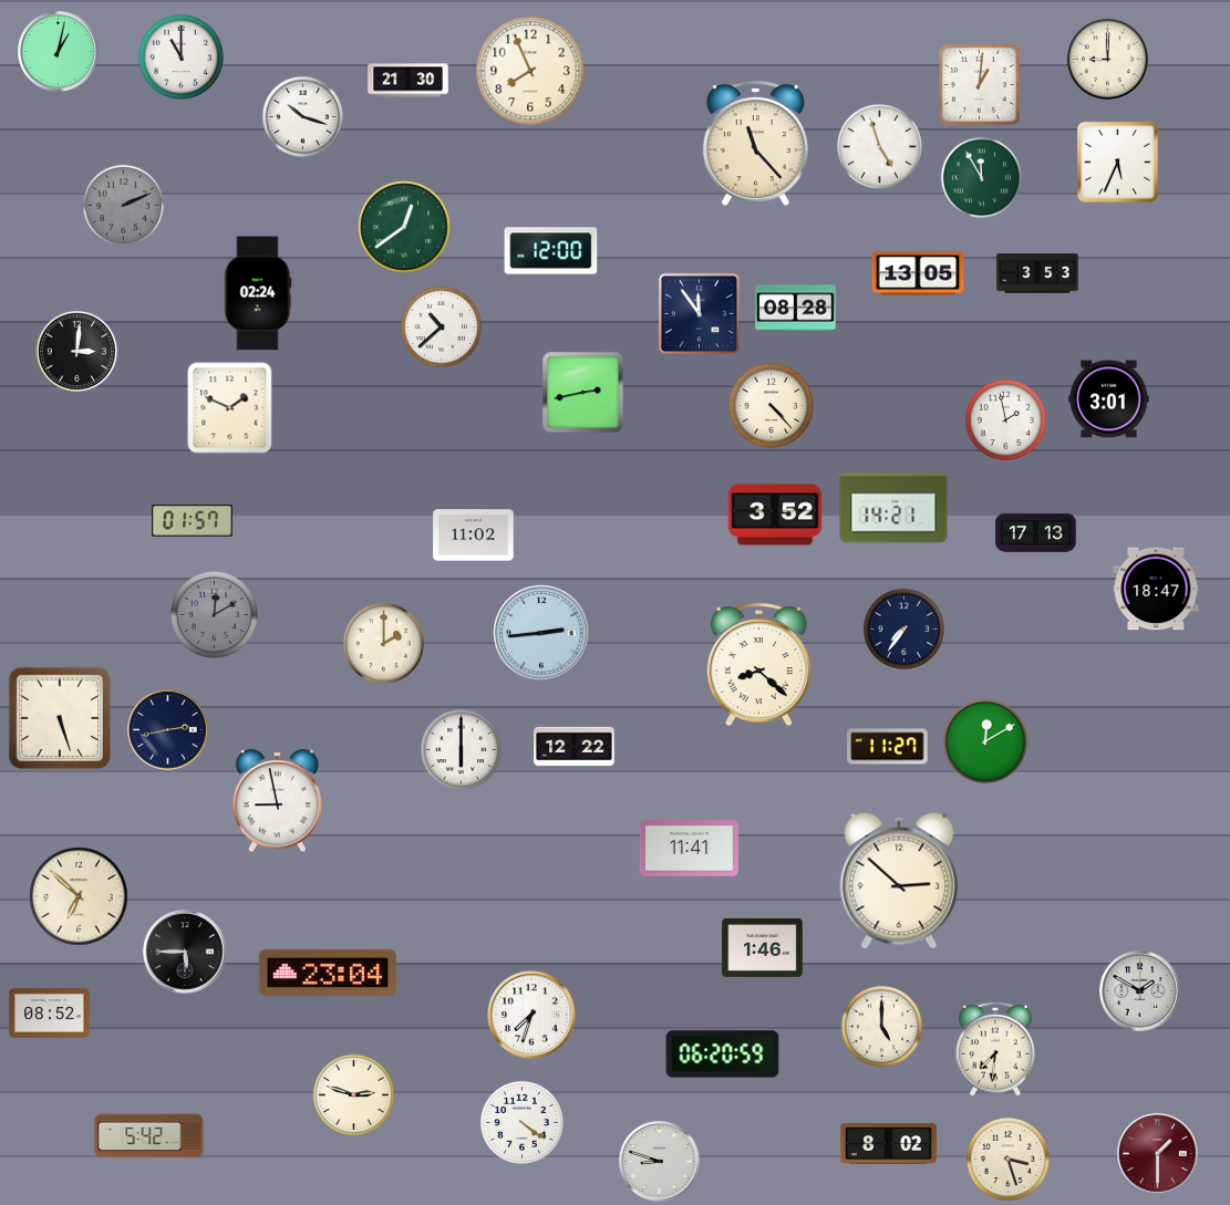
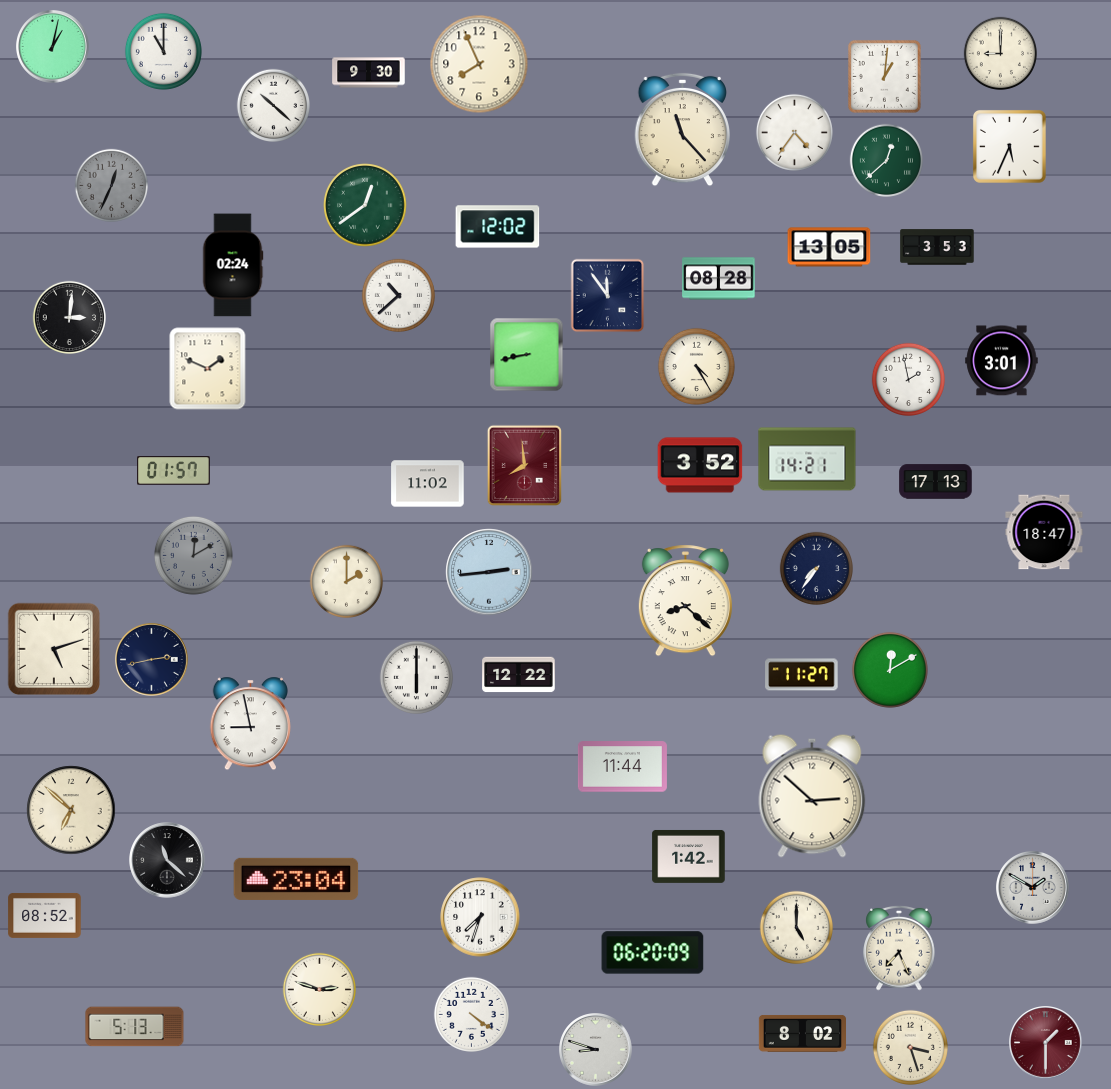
clock at (409, 81): 21:30 -> 9:30
clock at (302, 116): 10:18 -> 10:22
clock at (879, 146): 4:57 -> 4:36
clock at (981, 177): 11:55 -> 12:38
clock at (123, 205): 2:11 -> 12:34
clock at (551, 251): 12:00 -> 12:02
clock at (700, 314) position: (700, 314) -> (608, 296)
clock at (583, 393): 2:43 -> 8:43
clock at (771, 405): 4:23 -> 4:25
clock at (524, 465): none -> 7:59
clock at (60, 718): 5:27 -> 5:12
clock at (689, 849): 11:41 -> 11:44
clock at (763, 947): 1:46 -> 1:42
clock at (185, 952): 5:45 -> 11:22
clock at (1140, 991) position: (1140, 991) -> (1033, 888)
clock at (995, 1049): 7:31 -> 7:26
clock at (723, 1055): 06:20:59 -> 06:20:09
clock at (149, 1136): 5:42 -> 5:13
